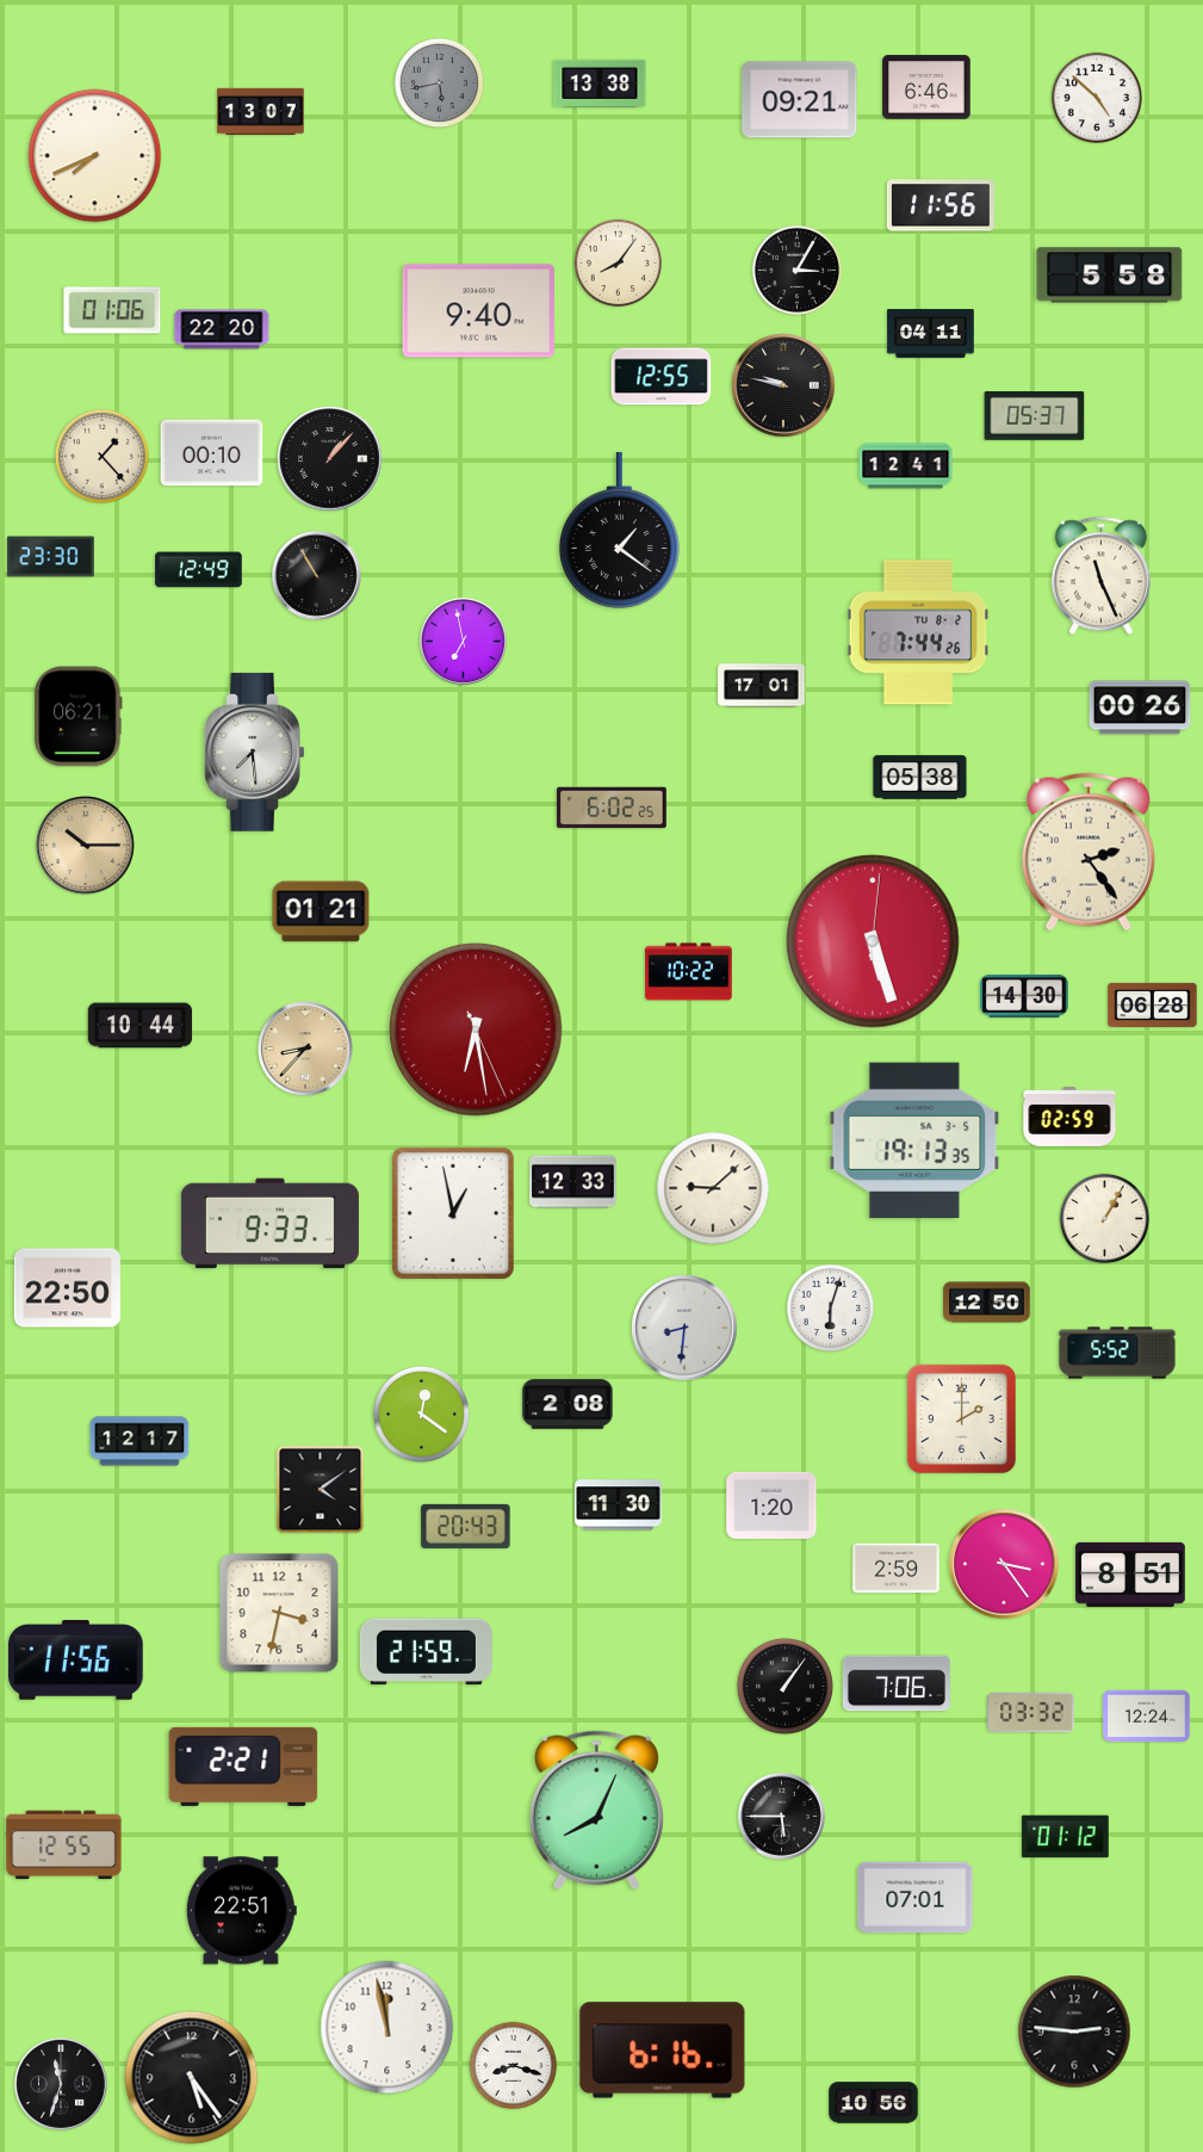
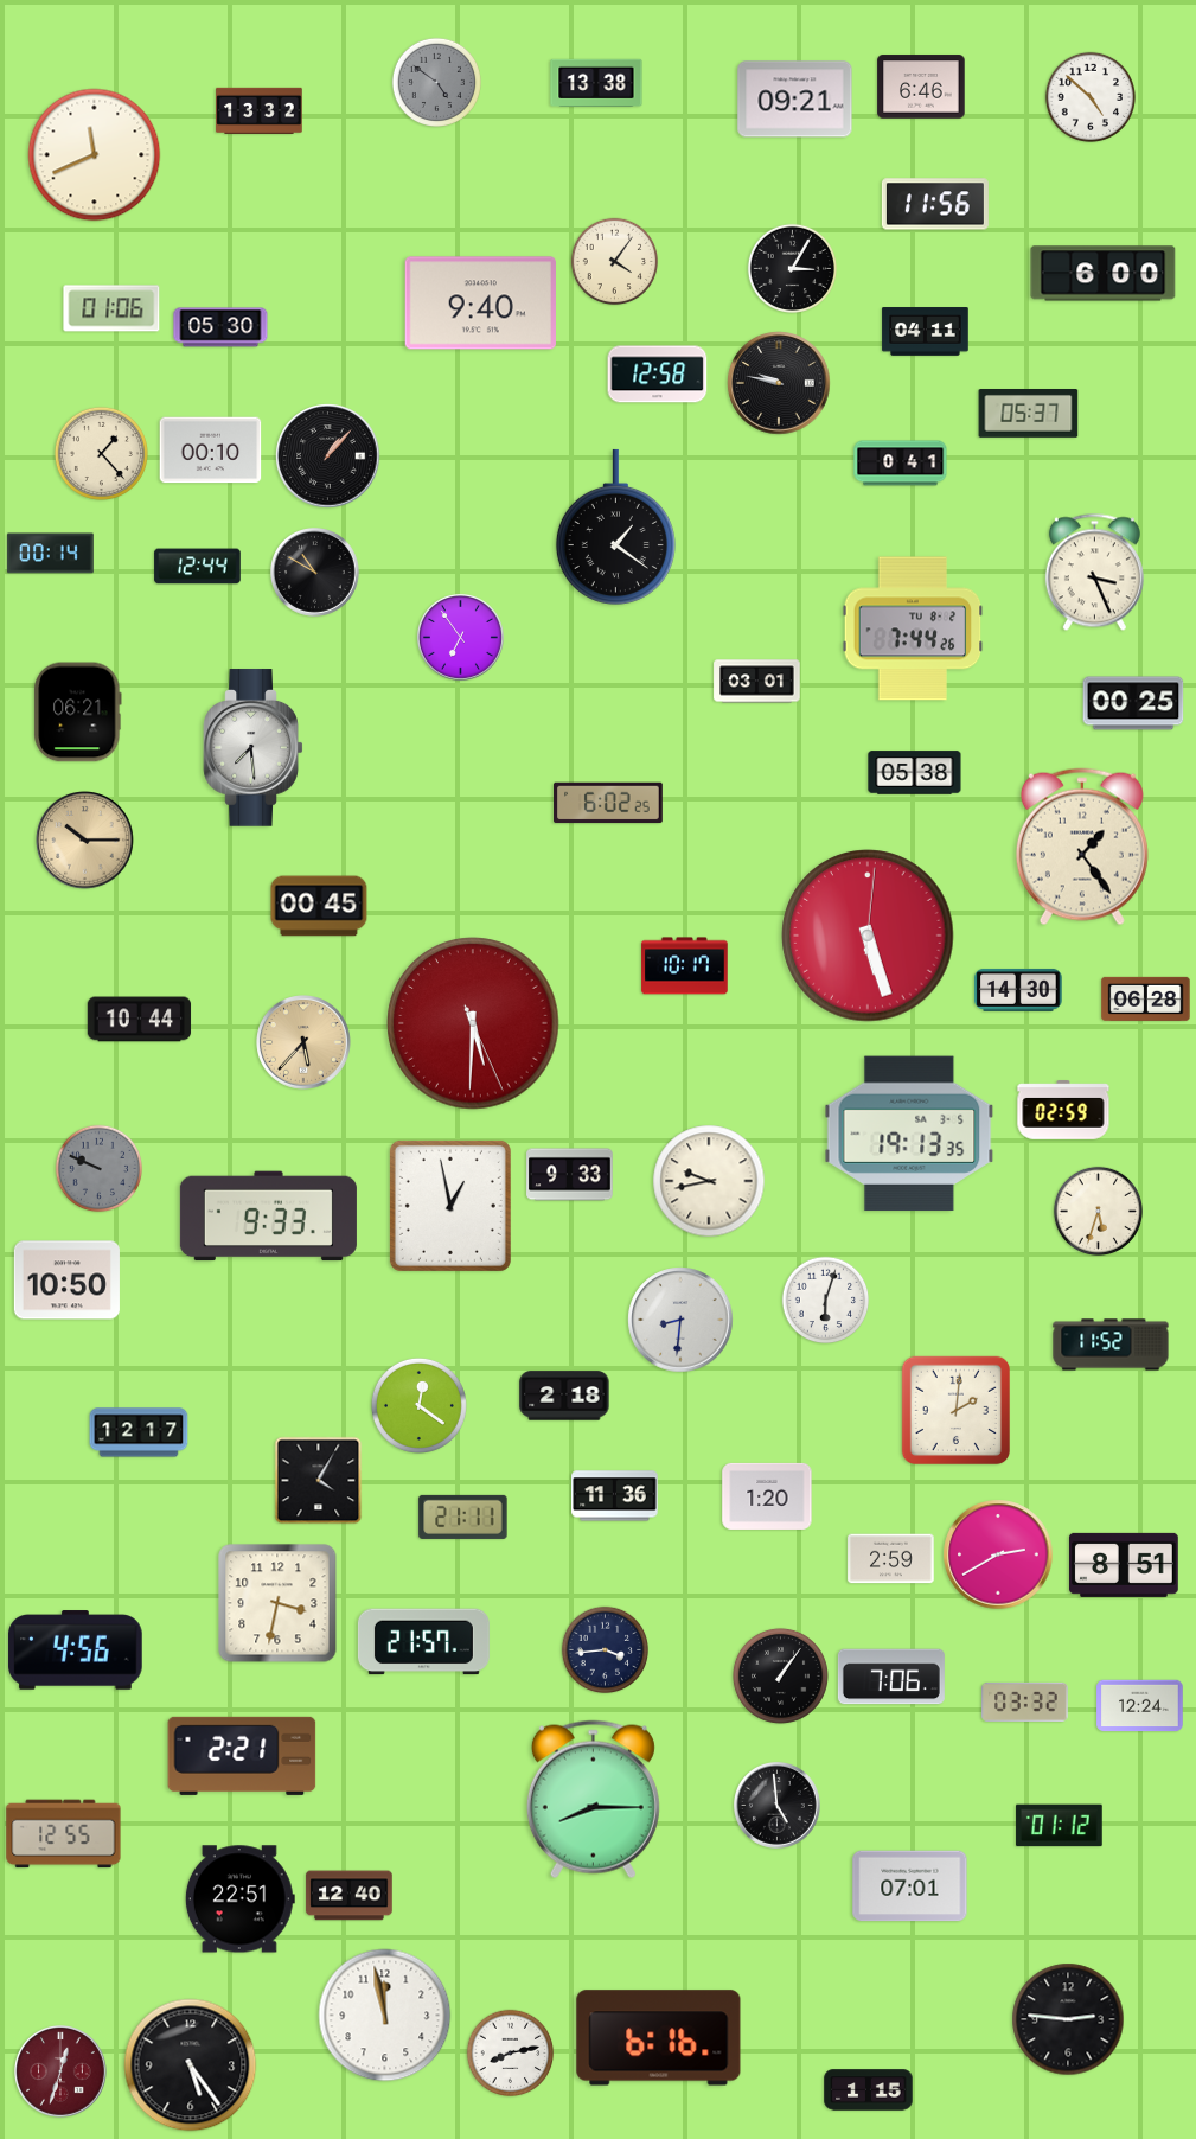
clock at (439, 82): 5:43 -> 4:51
clock at (261, 111): 13:07 -> 13:32
clock at (95, 156): 7:41 -> 11:41
clock at (619, 264): 8:06 -> 4:06
clock at (1110, 276): 5:58 -> 6:00
clock at (478, 311) position: (478, 311) -> (480, 304)
clock at (222, 329): 22:20 -> 05:30
clock at (662, 377): 12:55 -> 12:58
clock at (906, 466): 12:41 -> 0:41
clock at (51, 557): 23:30 -> 00:14
clock at (199, 570): 12:49 -> 12:44
clock at (317, 576): 10:55 -> 10:50
clock at (1100, 576): 11:26 -> 3:26
clock at (463, 641): 6:58 -> 6:54
clock at (762, 686): 17:01 -> 03:01
clock at (1140, 707): 00:26 -> 00:25
clock at (1089, 852): 2:24 -> 1:24
clock at (321, 911): 01:21 -> 00:45
clock at (689, 972): 10:22 -> 10:17
clock at (476, 1029): 6:28 -> 5:30
clock at (305, 1049): 8:37 -> 5:37
clock at (100, 1169): none -> 9:49
clock at (573, 1182): 12:33 -> 9:33
clock at (713, 1188): 9:08 -> 9:43
clock at (1104, 1218): 1:05 -> 5:33
clock at (67, 1288): 22:50 -> 10:50
clock at (987, 1303): 12:50 -> none
clock at (1117, 1353): 5:52 -> 11:52
clock at (568, 1404): 2:08 -> 2:18
clock at (961, 1418): 2:00 -> 2:01
clock at (321, 1490): 4:09 -> 4:05
clock at (619, 1505): 11:30 -> 11:36
clock at (466, 1526): 20:43 -> 21:11
clock at (1004, 1564): 3:24 -> 2:40
clock at (426, 1652): 21:59 -> 21:57
clock at (76, 1661): 11:56 -> 4:56
clock at (606, 1650): none -> 3:44
clock at (897, 1683) position: (897, 1683) -> (891, 1677)
clock at (596, 1811): 8:04 -> 8:15
clock at (781, 1816): 5:45 -> 4:59
clock at (350, 1896): none -> 12:40
clock at (514, 2066): 8:18 -> 8:13
clock at (62, 2085): 11:33 -> 12:33
clock at (62, 2085) dial: black -> burgundy
clock at (874, 2103): 10:56 -> 1:15
